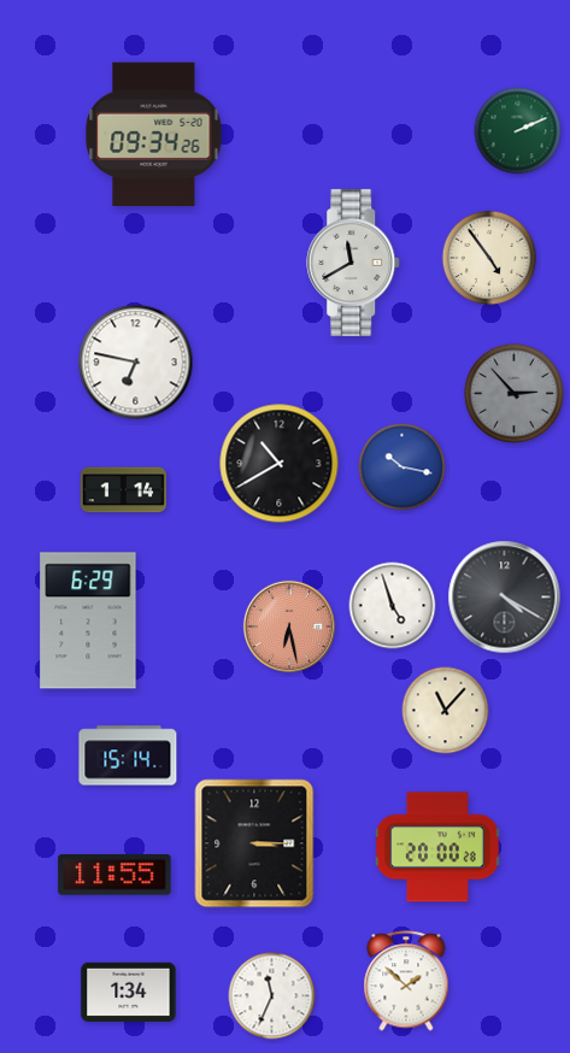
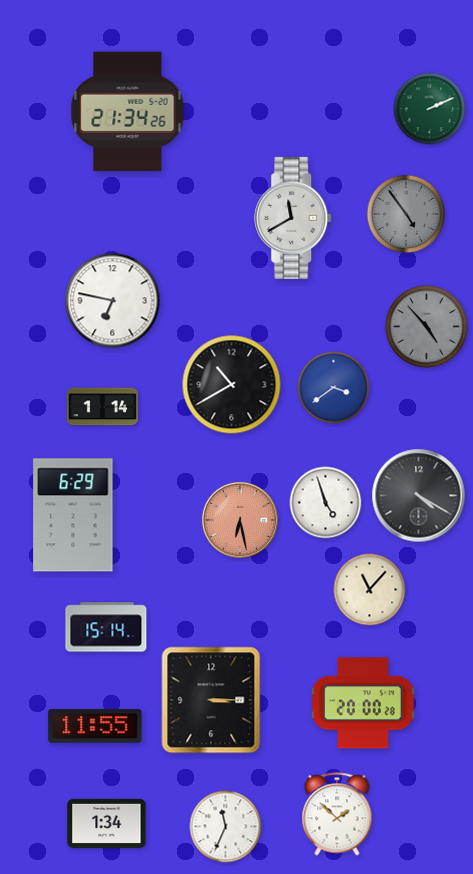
clock at (154, 135): 09:34 -> 21:34
clock at (489, 258) dial: cream -> grey
clock at (513, 393): 2:53 -> 4:53
clock at (402, 467): 10:17 -> 3:39
